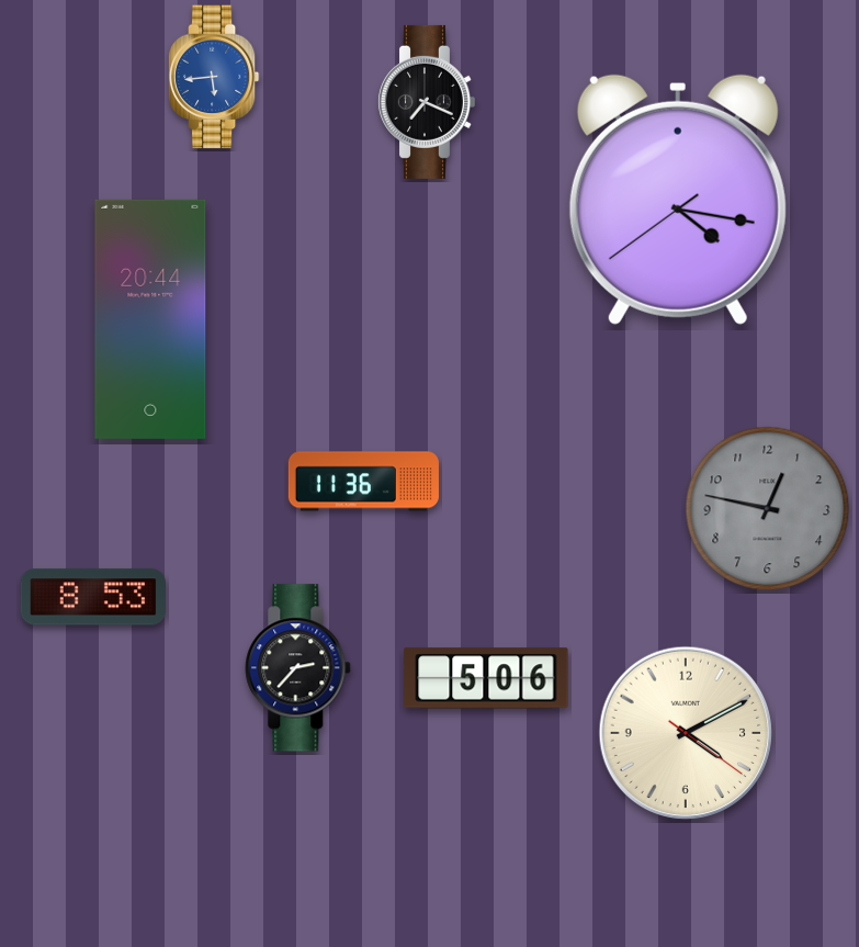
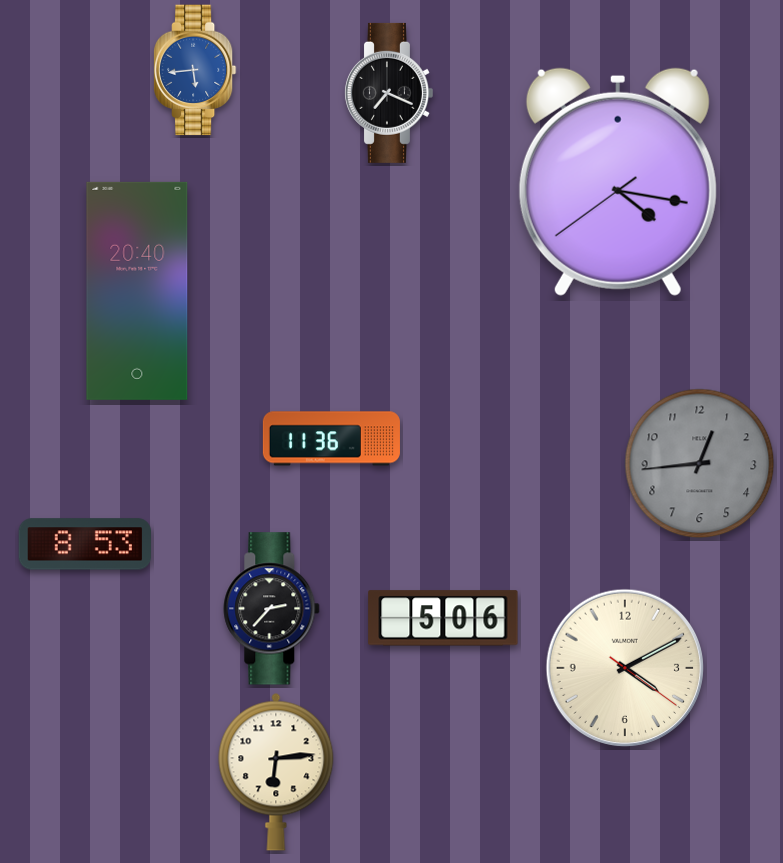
clock at (150, 319): 20:44 -> 20:40
clock at (768, 509): 12:47 -> 12:44
clock at (276, 772): none -> 6:14
